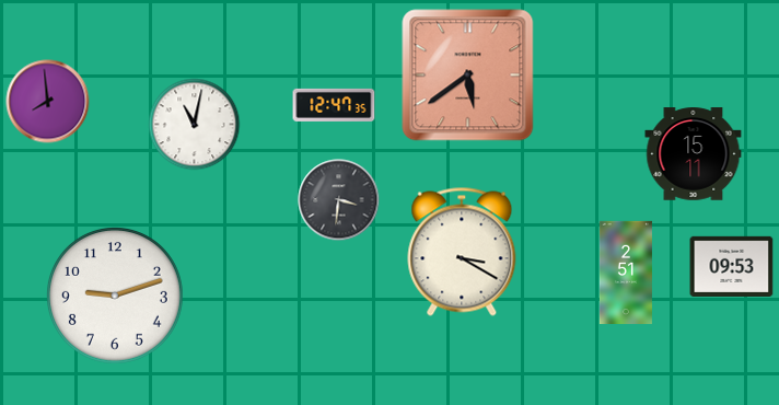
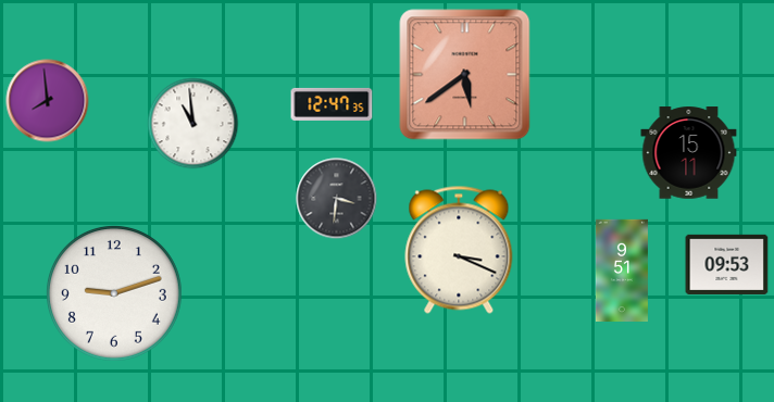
clock at (195, 125): 11:02 -> 10:59
clock at (462, 252): 3:20 -> 3:19
clock at (626, 271): 2:51 -> 9:51
